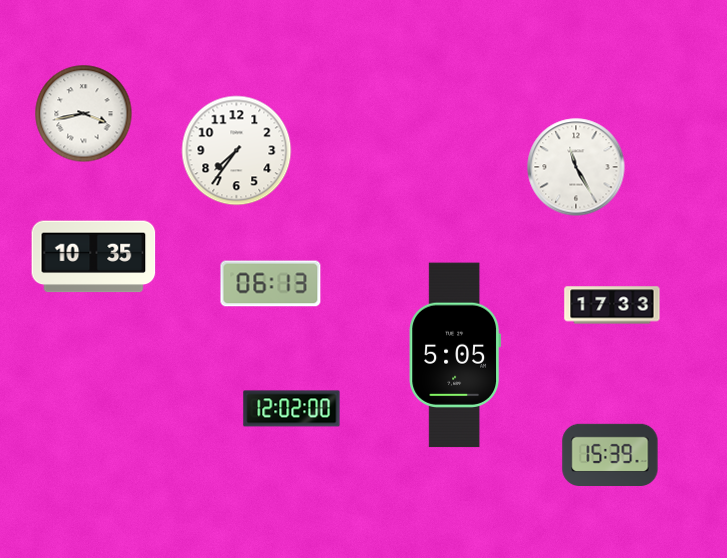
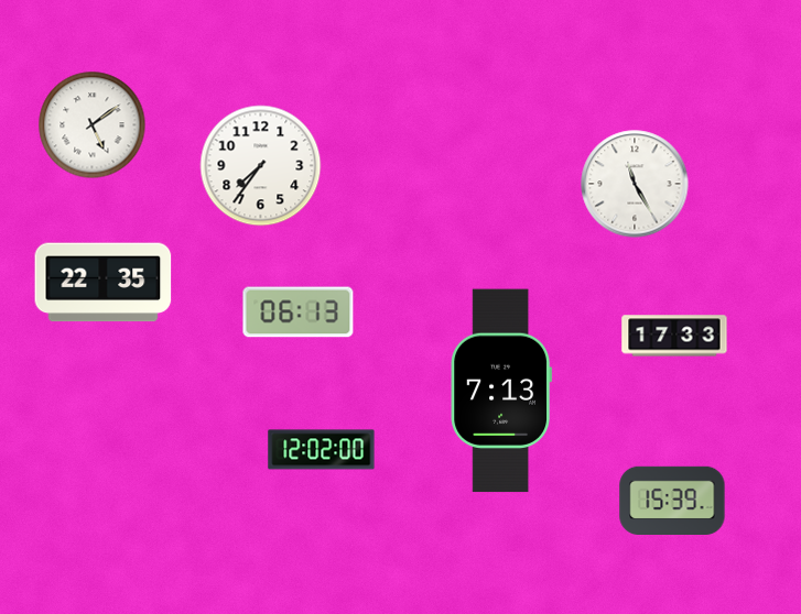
clock at (84, 114): 3:43 -> 5:09
clock at (94, 257): 10:35 -> 22:35
clock at (455, 355): 5:05 -> 7:13
